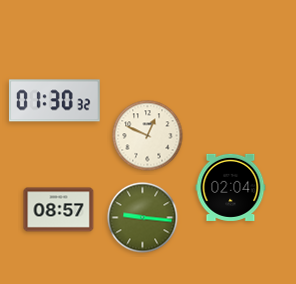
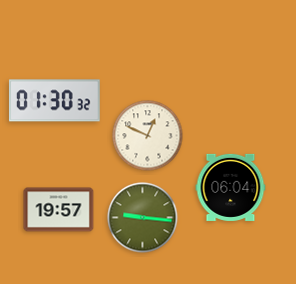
clock at (231, 187): 02:04 -> 06:04
clock at (59, 210): 08:57 -> 19:57
